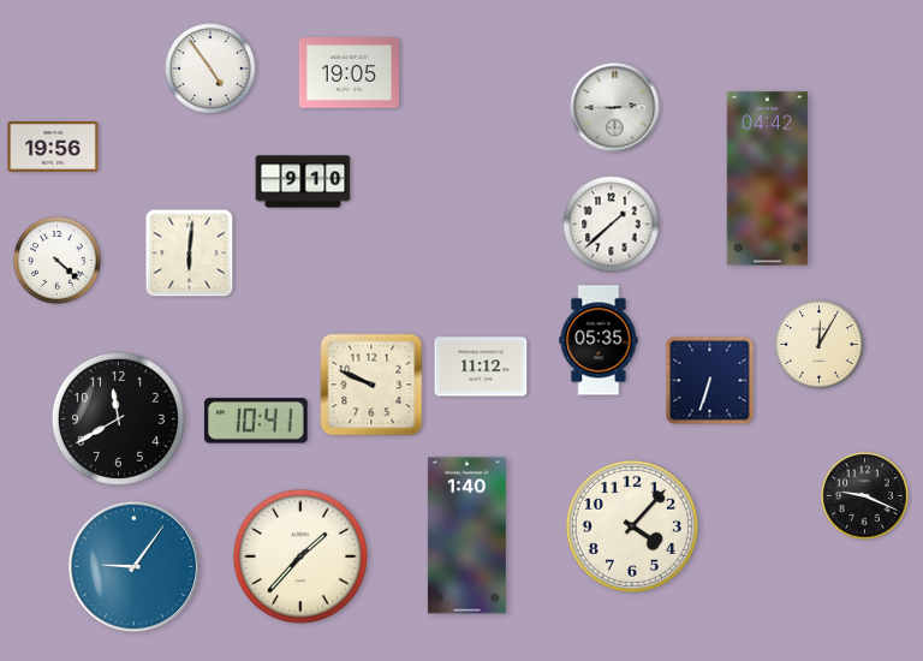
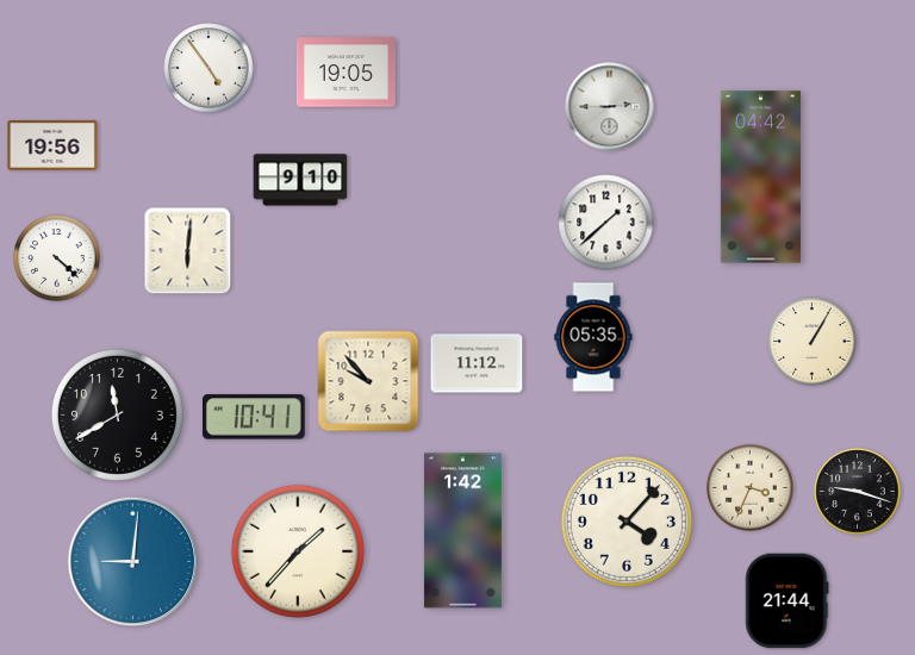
clock at (820, 345): 12:05 -> 1:05
clock at (710, 381): 6:33 -> none
clock at (371, 385): 9:49 -> 9:53
clock at (751, 488): none -> 3:34
clock at (865, 496): 9:19 -> 9:18
clock at (466, 536): 1:40 -> 1:42
clock at (135, 567): 9:06 -> 9:01
clock at (788, 601): none -> 21:44
